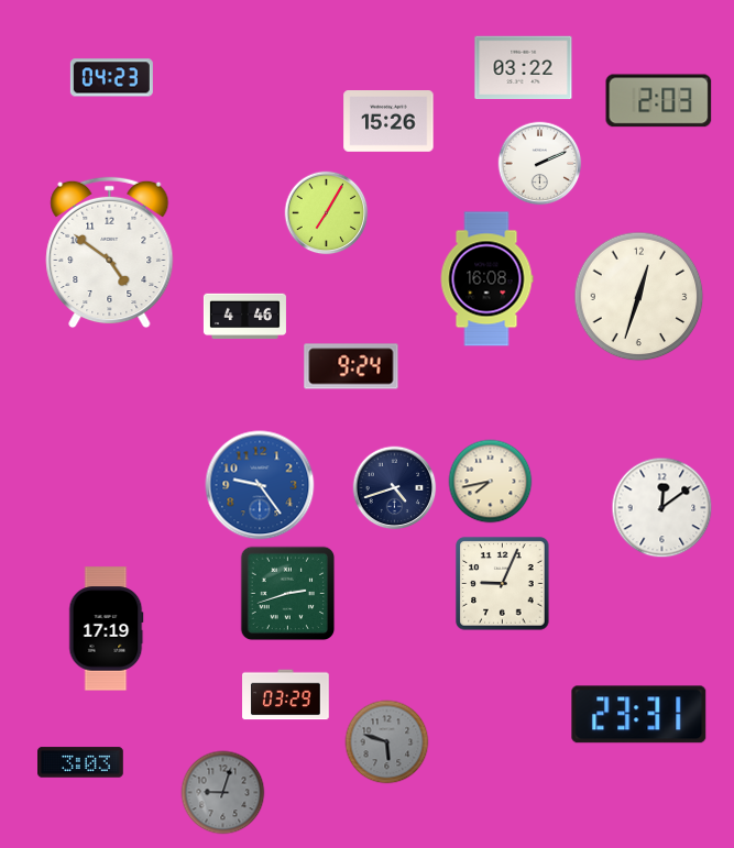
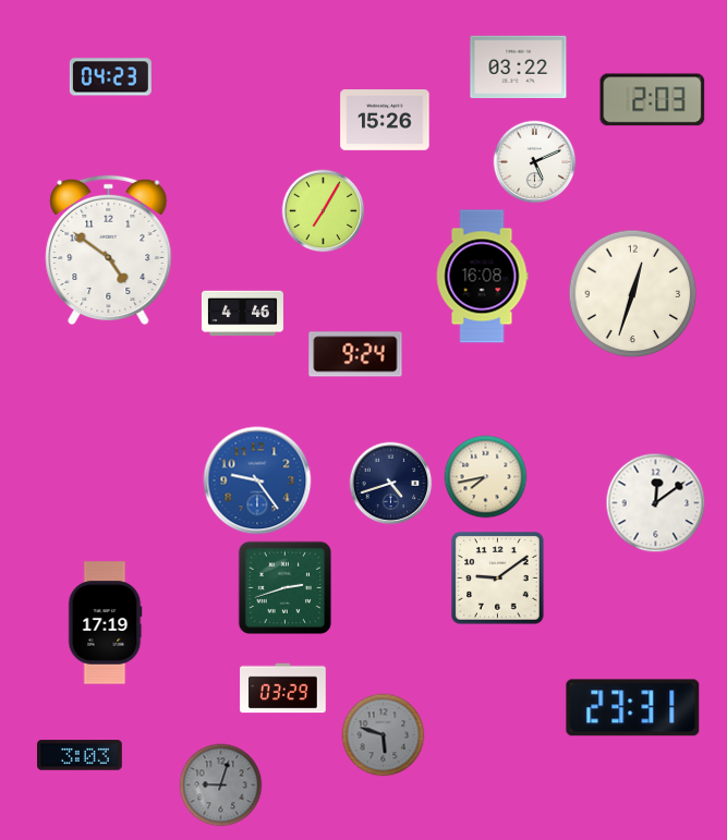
clock at (540, 164): 2:11 -> 5:11
clock at (351, 366) position: (351, 366) -> (355, 354)
clock at (503, 584): 9:04 -> 9:09
